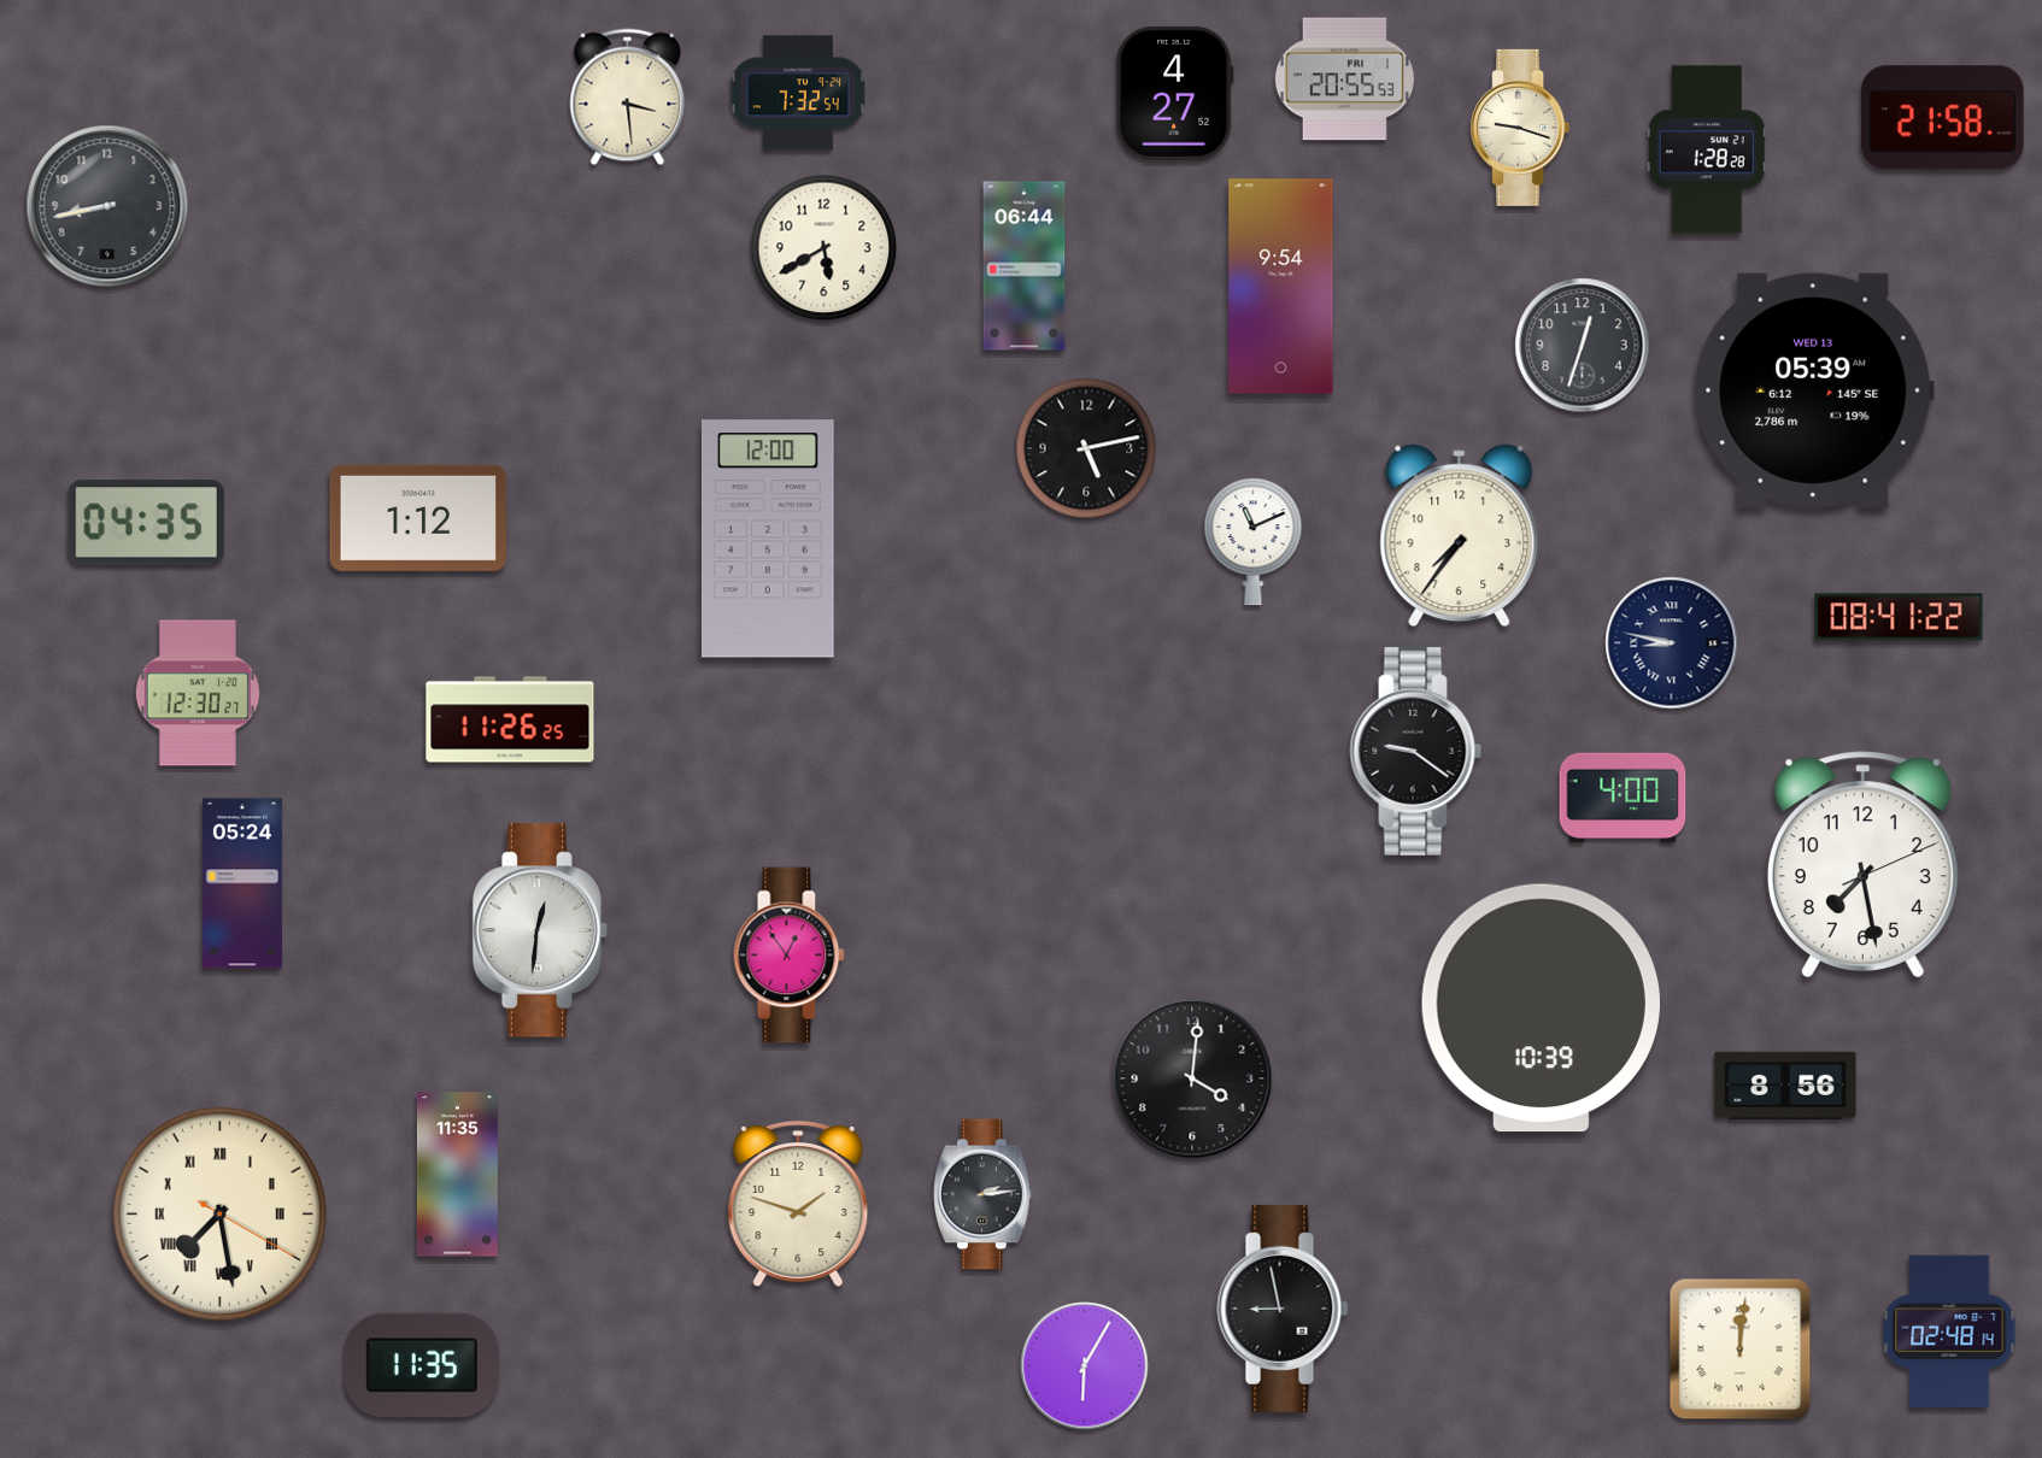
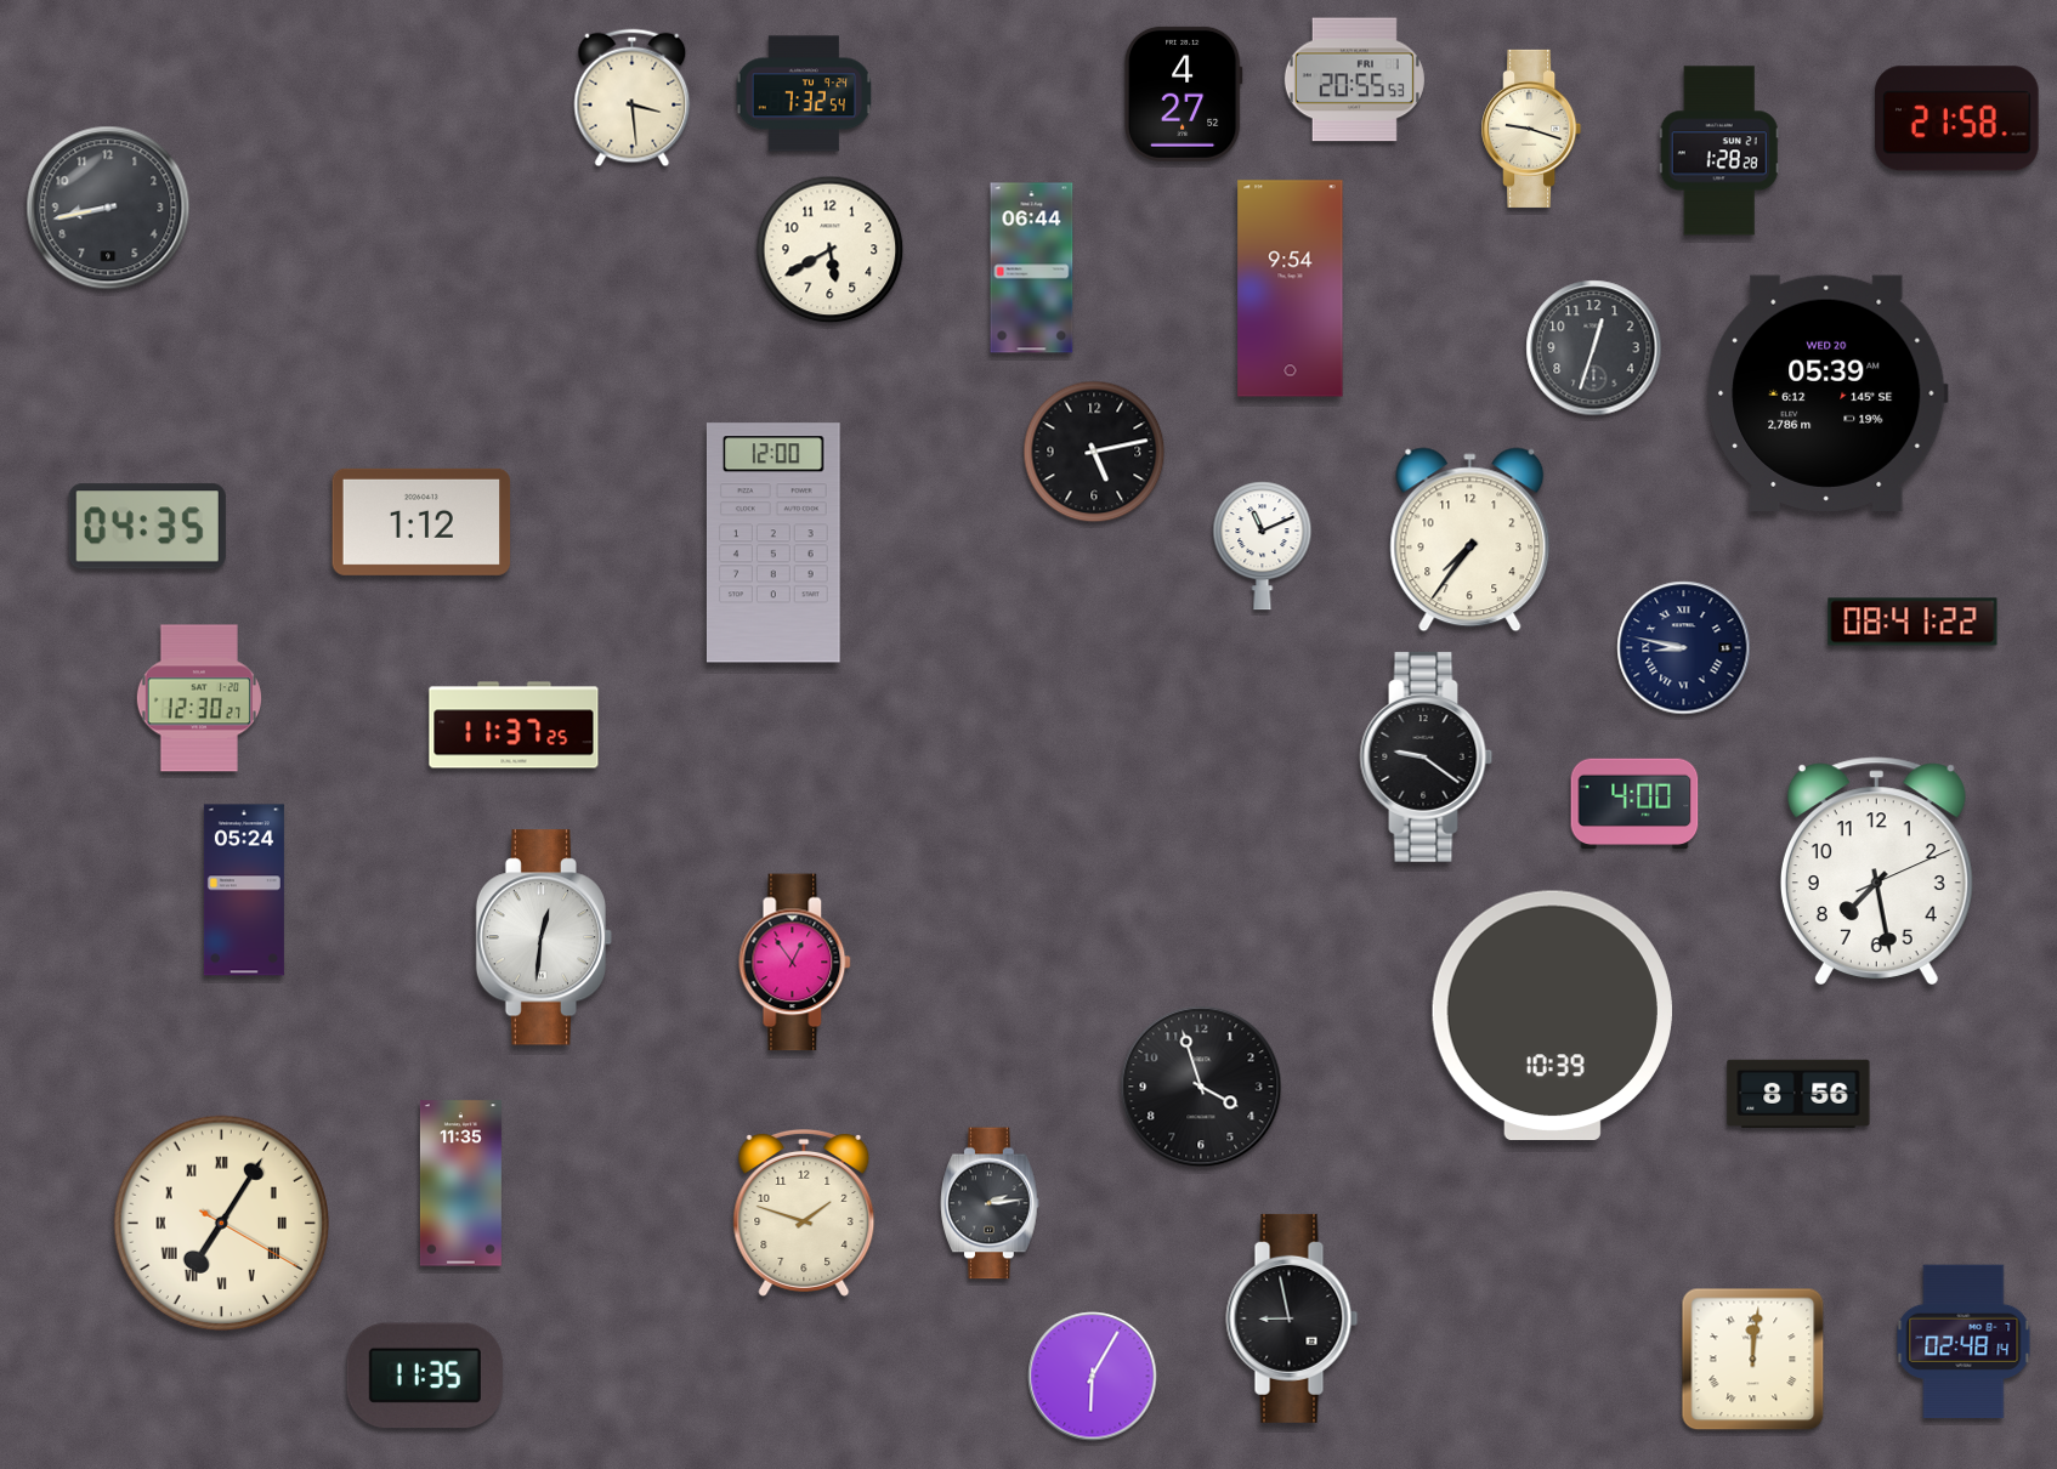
clock at (1814, 390) date: WED 13 -> WED 20
clock at (510, 719): 11:26 -> 11:37
clock at (1192, 1078): 4:01 -> 3:57
clock at (219, 1213): 7:28 -> 7:05
